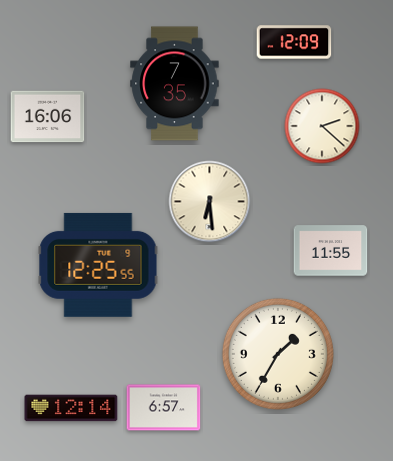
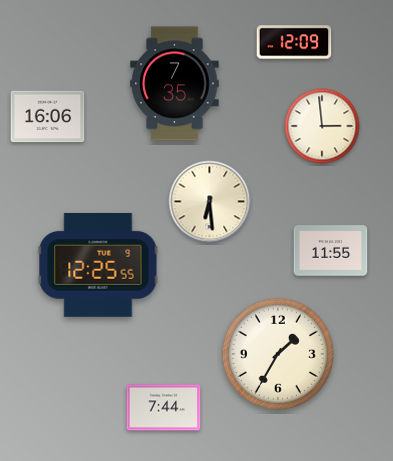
clock at (322, 126): 2:22 -> 2:59
clock at (71, 408): 12:14 -> none
clock at (164, 408): 6:57 -> 7:44
